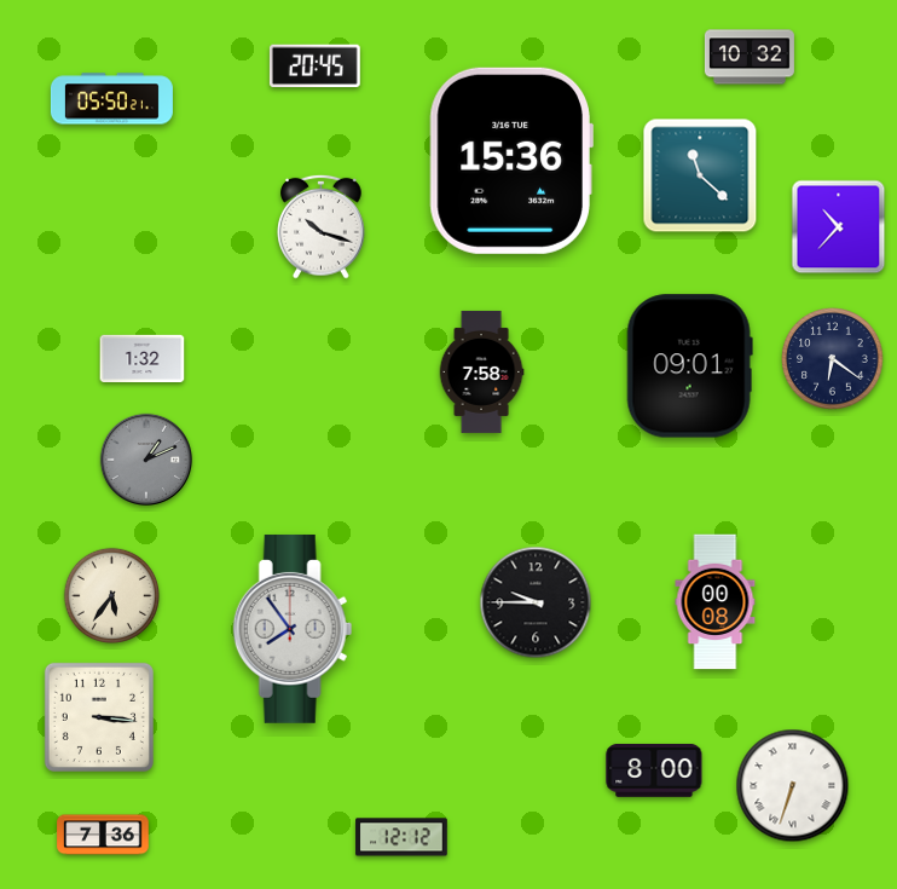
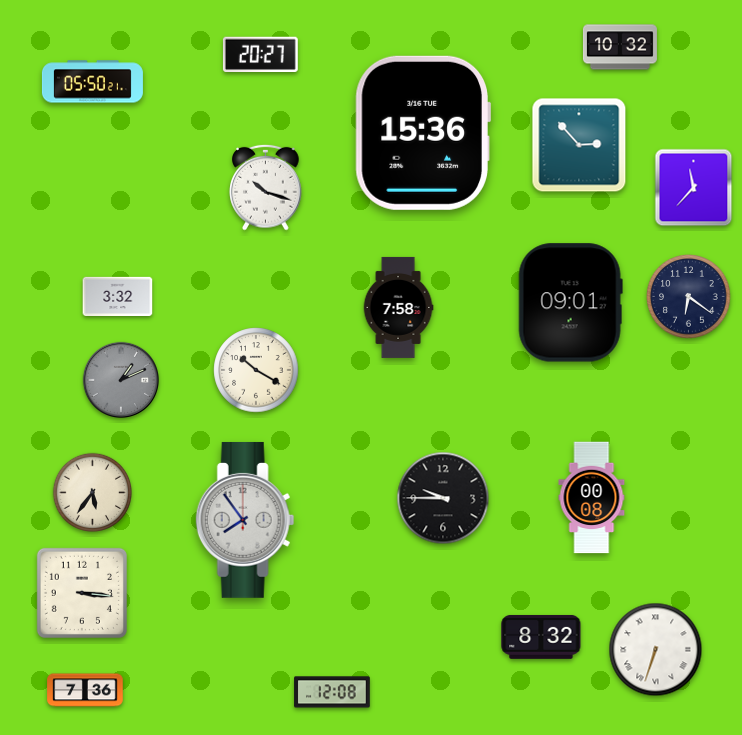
clock at (314, 67): 20:45 -> 20:27
clock at (700, 175): 11:22 -> 2:53
clock at (839, 227): 10:37 -> 11:37
clock at (143, 358): 1:32 -> 3:32
clock at (256, 370): none -> 10:20
clock at (293, 629) position: (293, 629) -> (245, 520)
clock at (654, 770): 8:00 -> 8:32
clock at (401, 837): 12:12 -> 12:08
